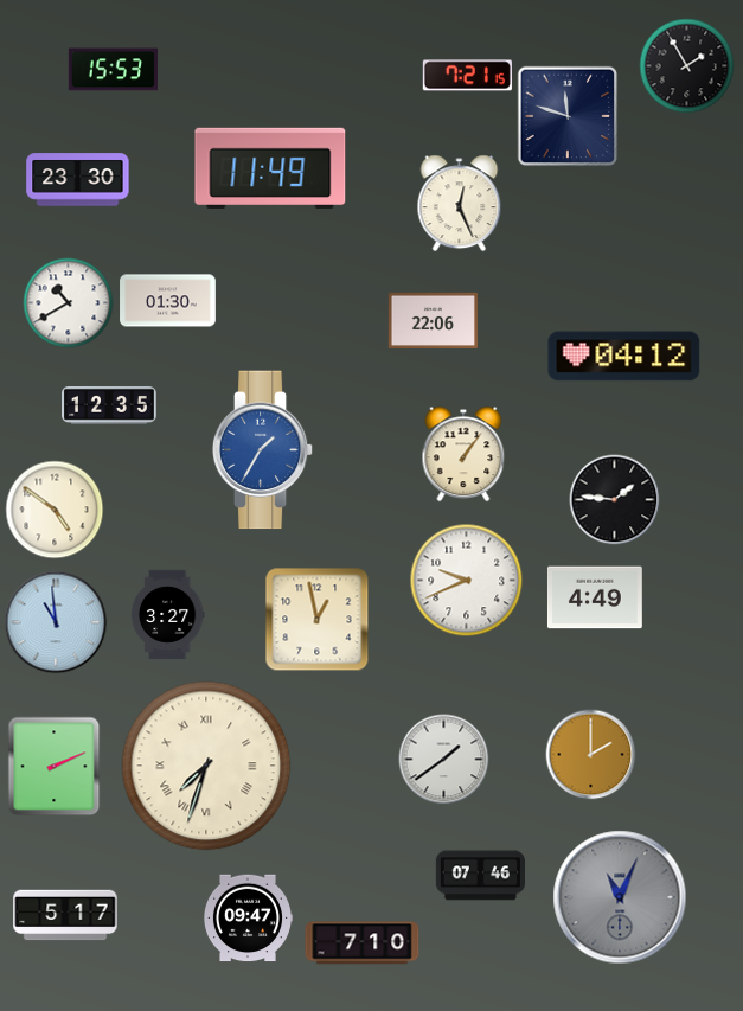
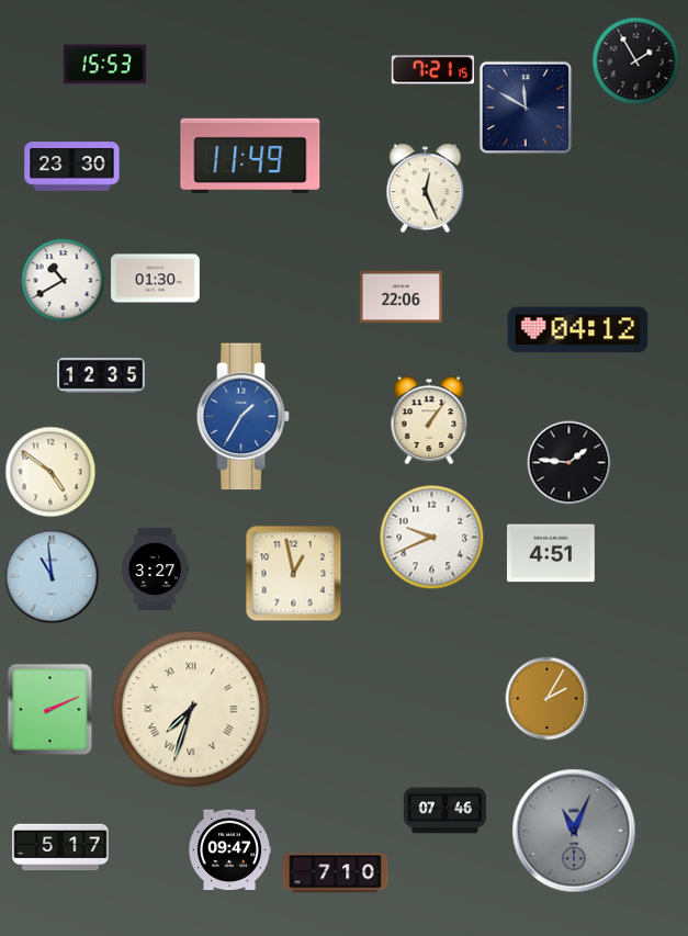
clock at (568, 116): 11:48 -> 11:50
clock at (595, 597): 4:49 -> 4:51
clock at (591, 755): 2:00 -> 2:05
clock at (444, 760): 1:39 -> none
